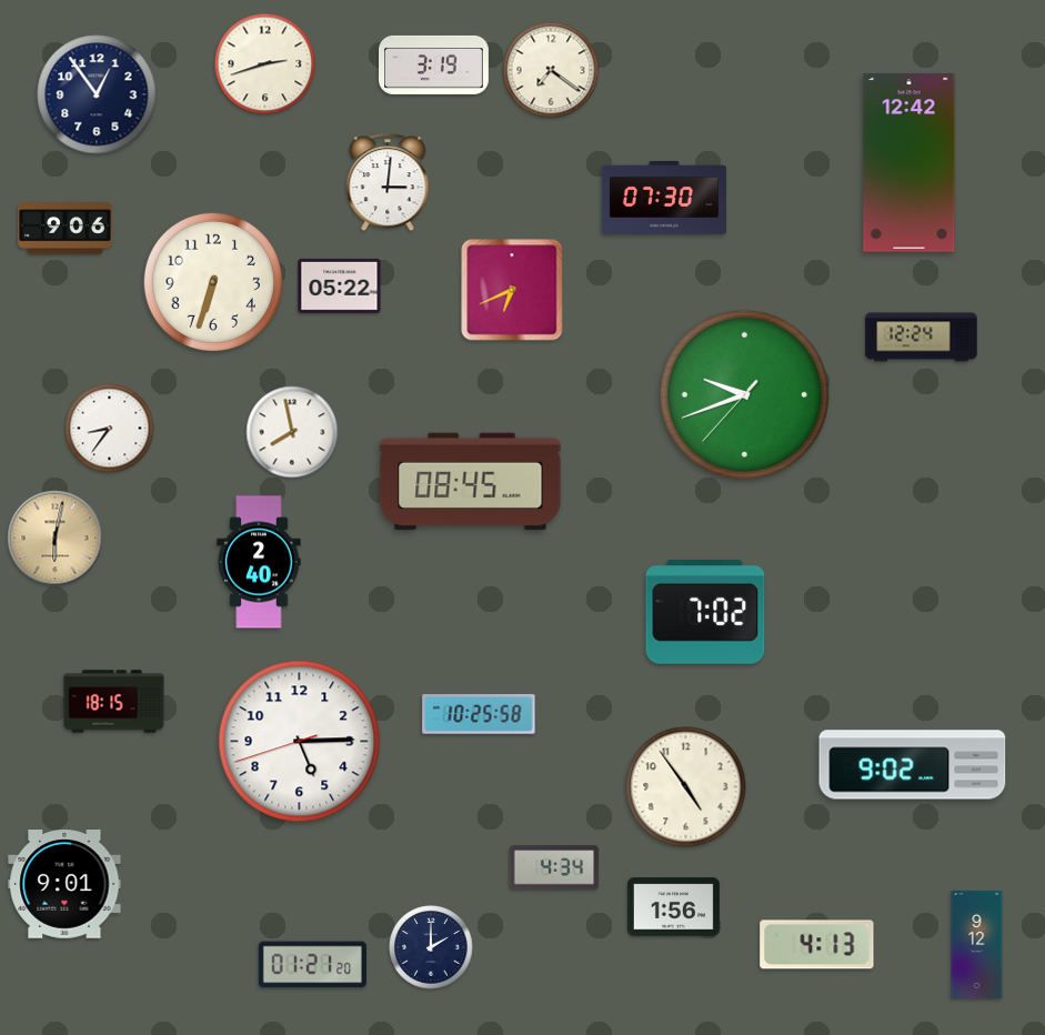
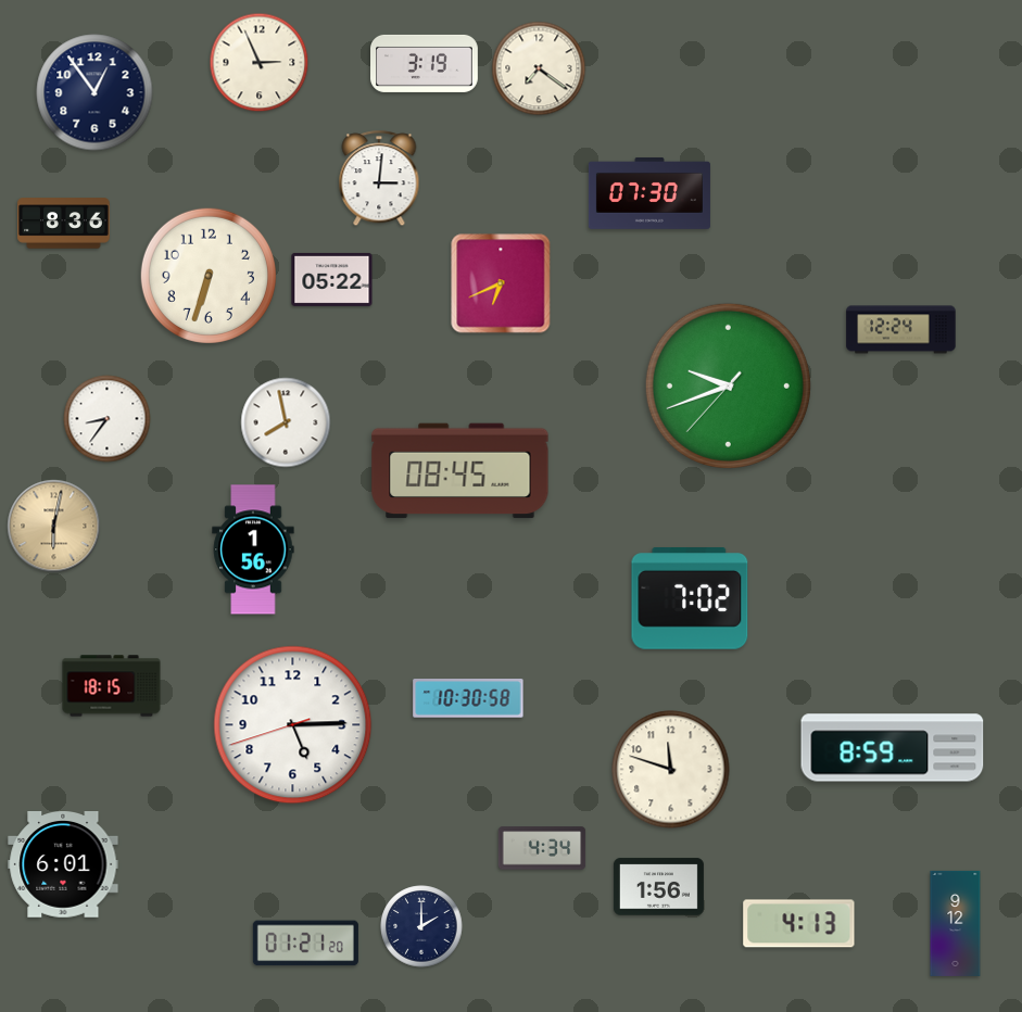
clock at (265, 64): 2:42 -> 2:56
clock at (910, 163): 12:42 -> none
clock at (66, 229): 9:06 -> 8:36
clock at (259, 562): 2:40 -> 1:56
clock at (479, 714): 10:25 -> 10:30
clock at (913, 765): 9:02 -> 8:59
clock at (686, 787): 4:54 -> 11:48
clock at (64, 885): 9:01 -> 6:01
